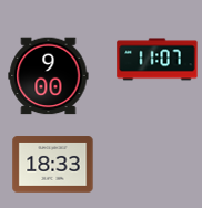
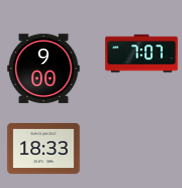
clock at (158, 60): 11:07 -> 7:07
clock at (53, 165) position: (53, 165) -> (44, 149)
